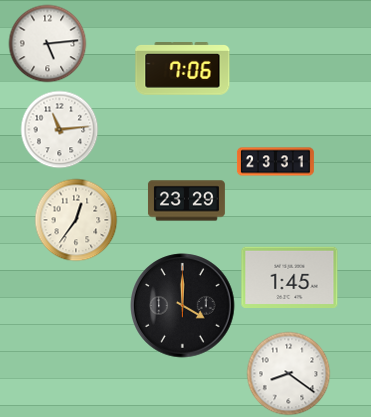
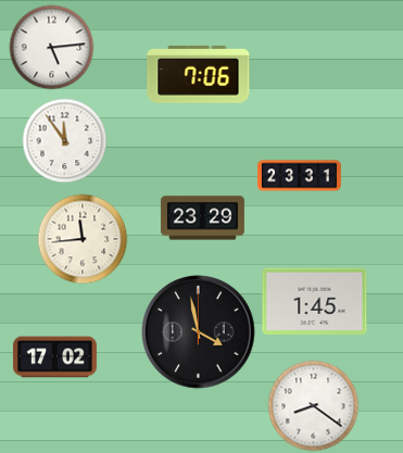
clock at (59, 129): 11:14 -> 11:54
clock at (76, 220): 12:36 -> 11:44
clock at (183, 306): 4:00 -> 3:58
clock at (54, 357): none -> 17:02
